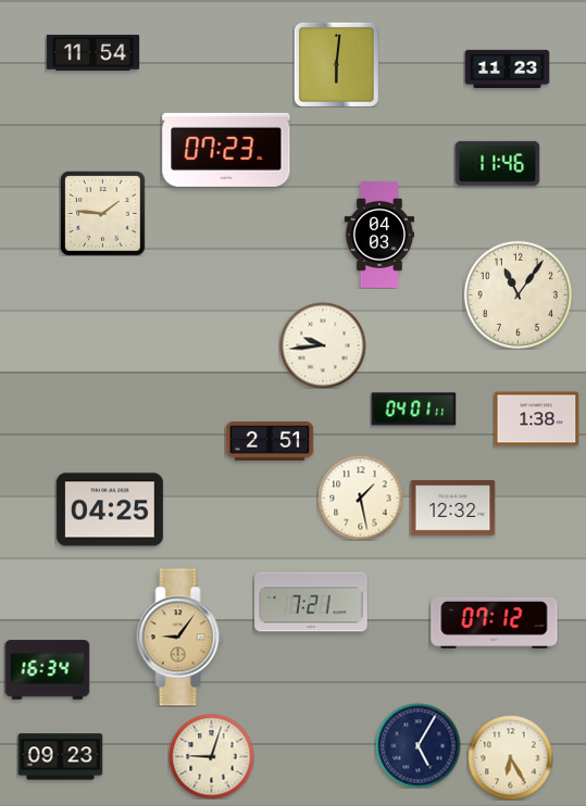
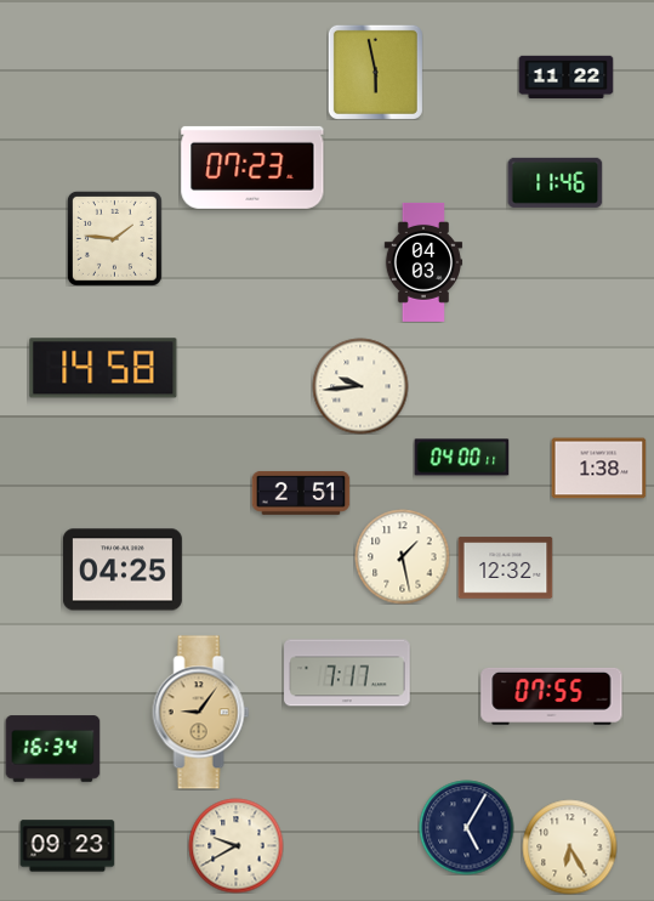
clock at (92, 52): 11:54 -> none
clock at (336, 64): 6:01 -> 5:58
clock at (507, 70): 11:23 -> 11:22
clock at (518, 294): 11:06 -> none
clock at (103, 368): none -> 14:58
clock at (413, 410): 04:01 -> 04:00
clock at (311, 602): 7:21 -> 7:17
clock at (495, 622): 07:12 -> 07:55
clock at (417, 745) position: (417, 745) -> (466, 827)
clock at (211, 756): 9:03 -> 9:40
